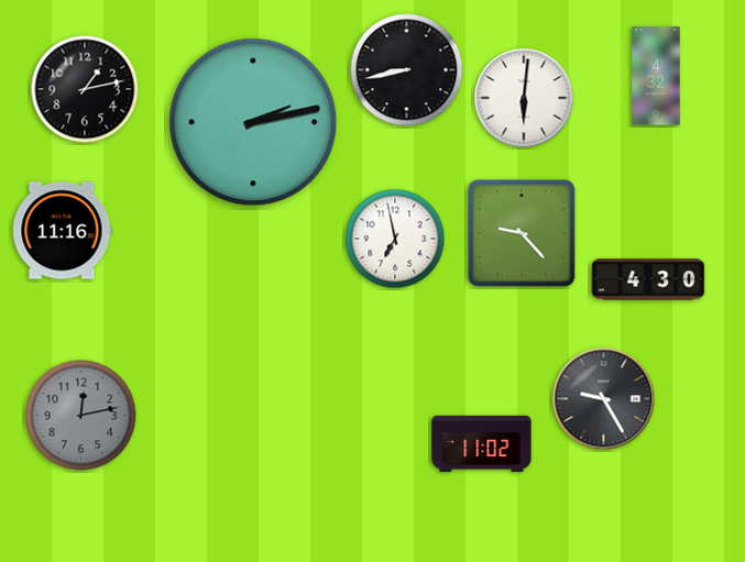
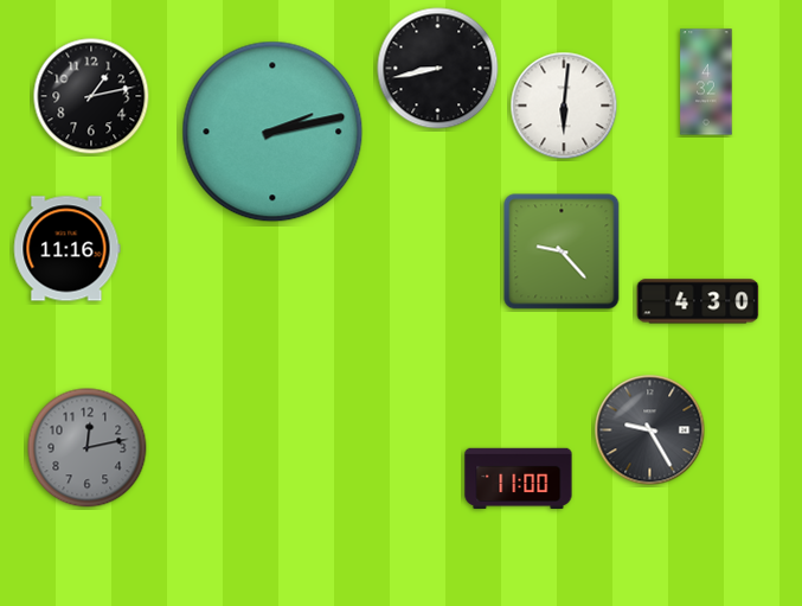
clock at (407, 70) position: (407, 70) -> (438, 69)
clock at (395, 239): 6:58 -> none
clock at (482, 444): 11:02 -> 11:00
